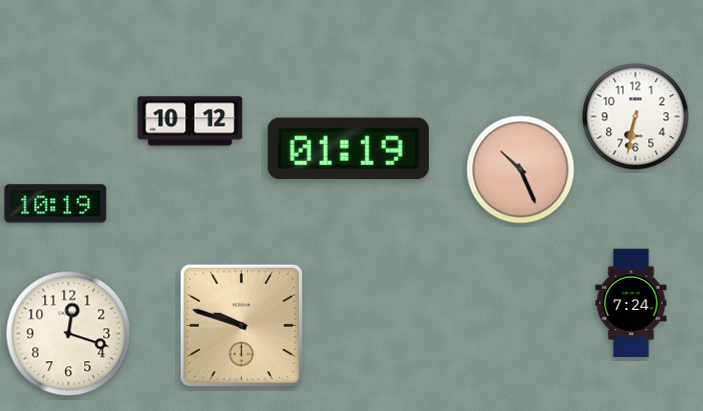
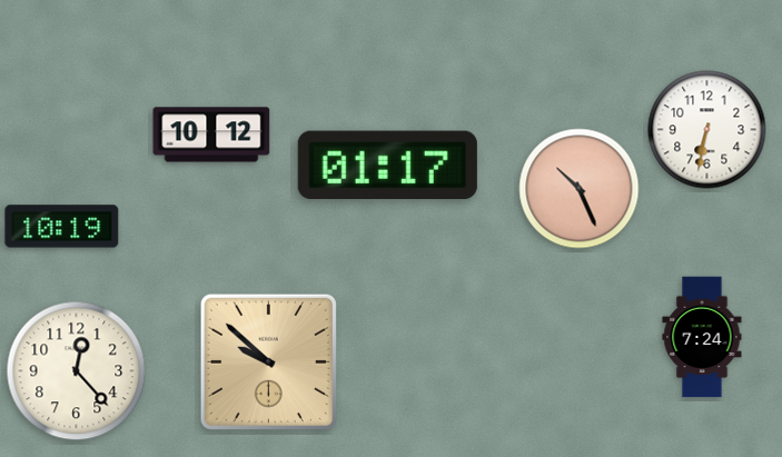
clock at (348, 148): 01:19 -> 01:17
clock at (241, 325): 9:48 -> 9:52
clock at (69, 334): 12:18 -> 12:23
